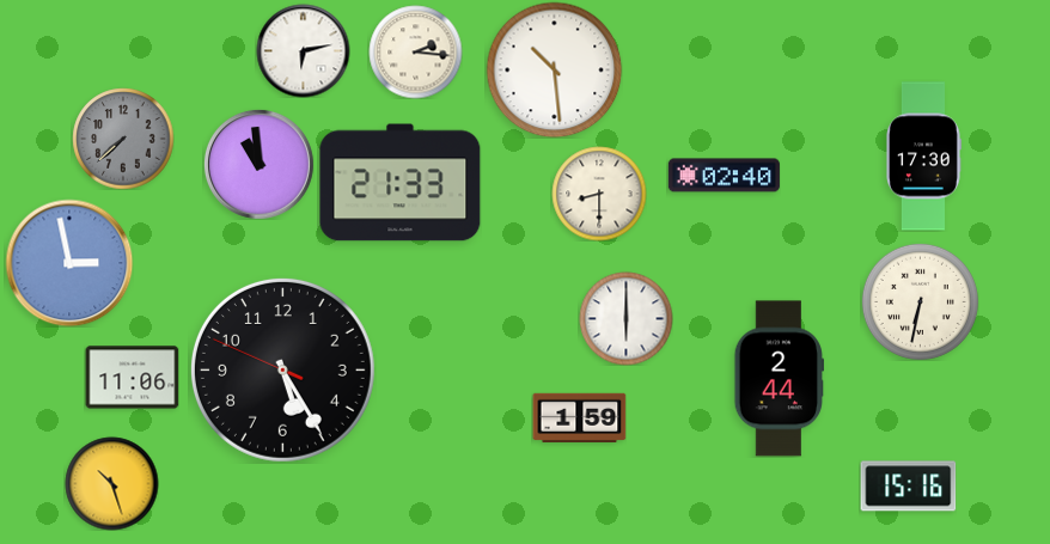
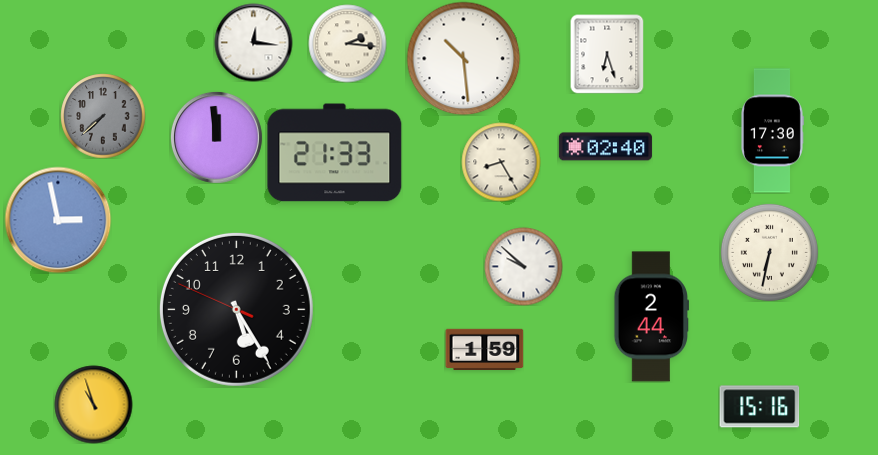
clock at (303, 50): 6:13 -> 12:16
clock at (607, 54): none -> 6:27
clock at (258, 164): 10:59 -> 11:59
clock at (599, 194): 8:30 -> 8:25
clock at (625, 318): 6:00 -> 9:52
clock at (132, 378): 11:06 -> none
clock at (111, 483): 10:27 -> 10:57
